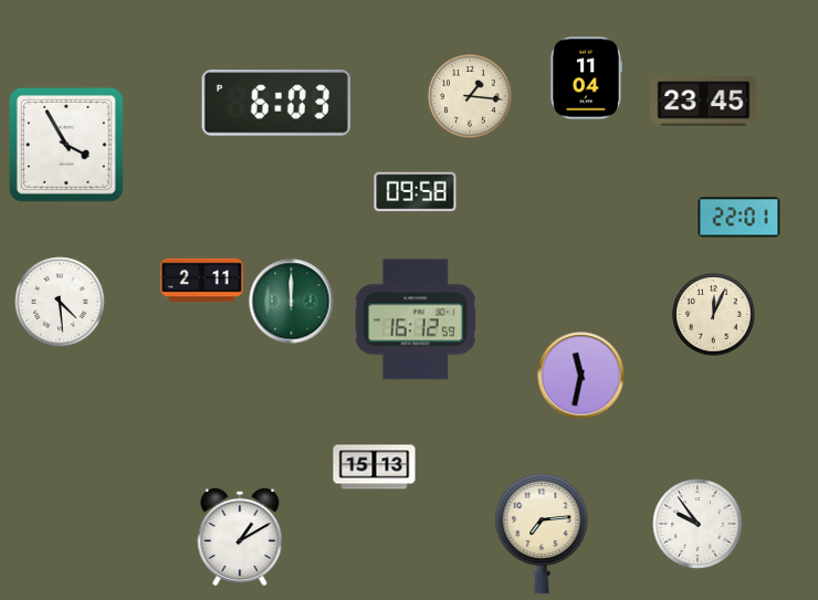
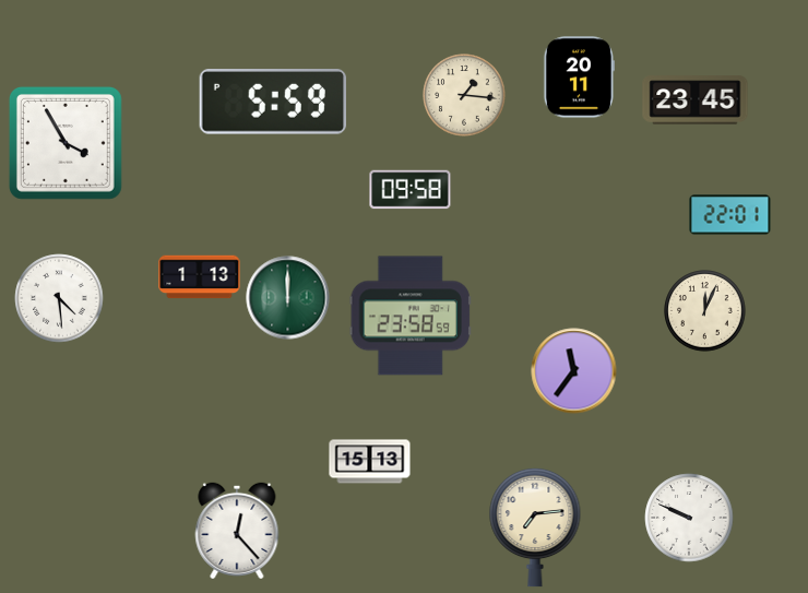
clock at (586, 78): 11:04 -> 20:11
clock at (275, 104): 6:03 -> 5:59
clock at (202, 281): 2:11 -> 1:13
clock at (416, 319): 16:12 -> 23:58
clock at (581, 376): 11:32 -> 11:36
clock at (698, 524): 9:54 -> 9:49
clock at (240, 537): 1:10 -> 12:23
